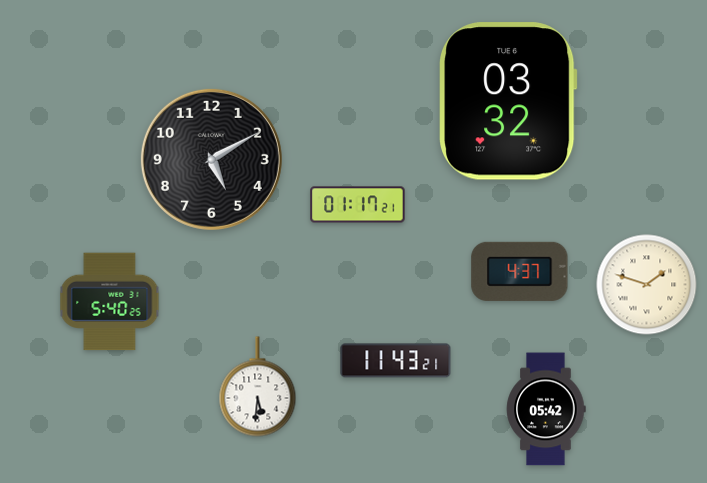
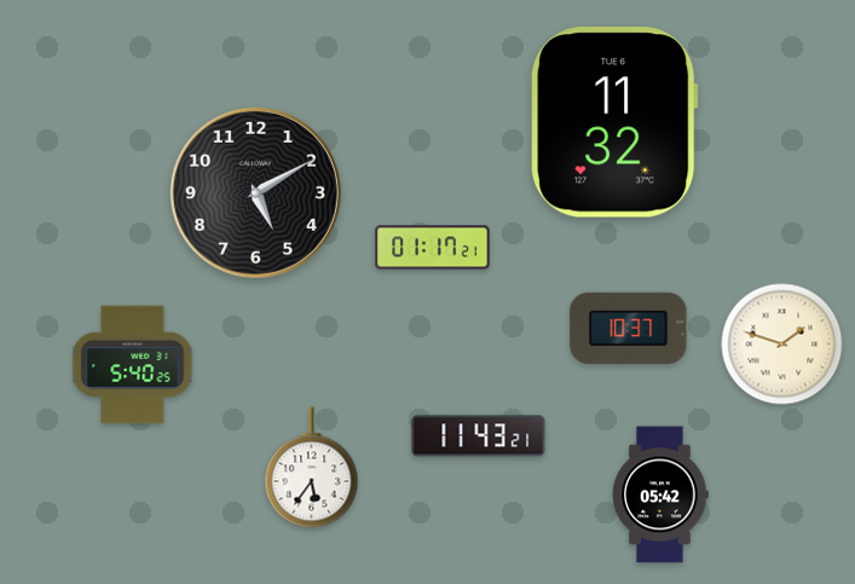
clock at (508, 101): 03:32 -> 11:32
clock at (520, 271): 4:37 -> 10:37
clock at (258, 387): 5:31 -> 5:36
